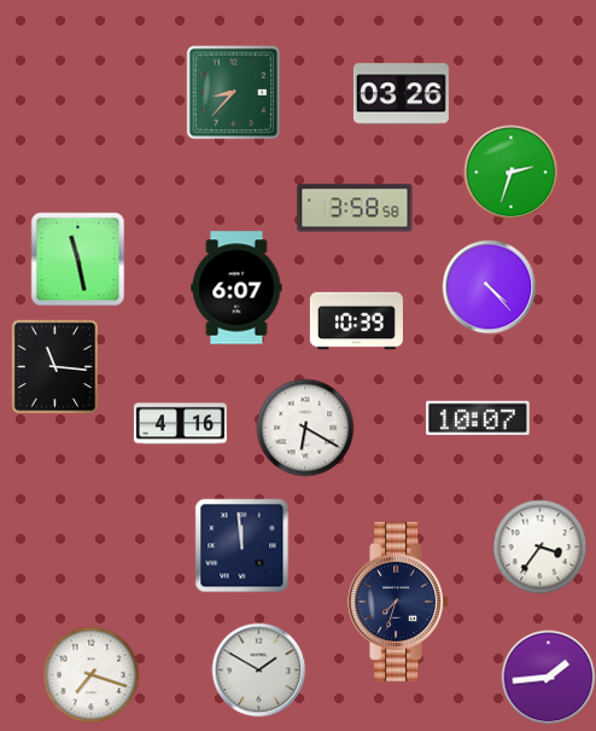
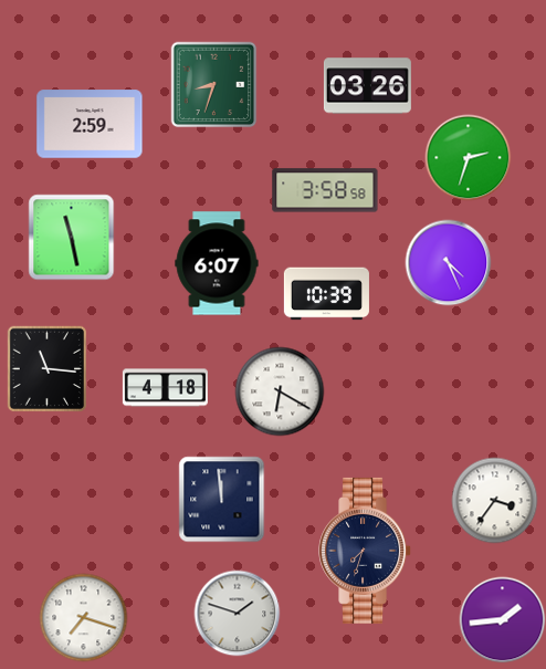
clock at (233, 92): 8:37 -> 8:33
clock at (90, 124): none -> 2:59
clock at (489, 286): 4:23 -> 4:26
clock at (54, 366) position: (54, 366) -> (46, 368)
clock at (478, 417): 10:07 -> none
clock at (180, 424): 4:16 -> 4:18
clock at (258, 669): 1:50 -> 1:48
